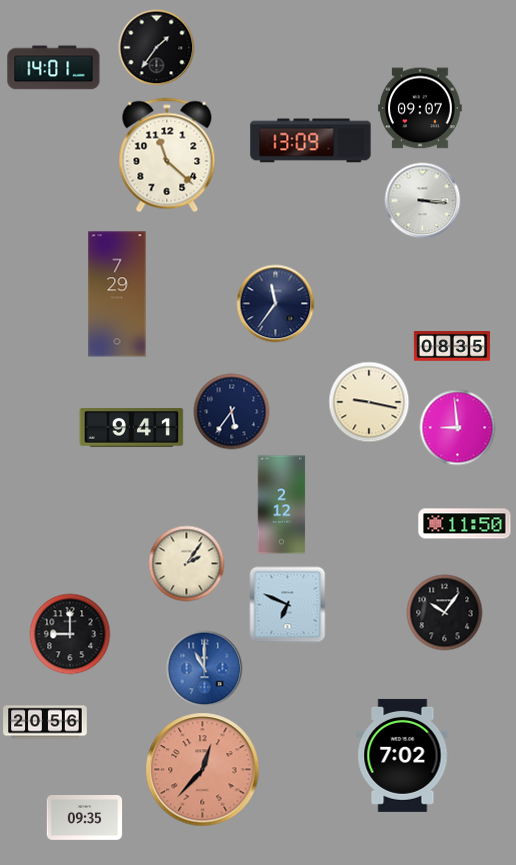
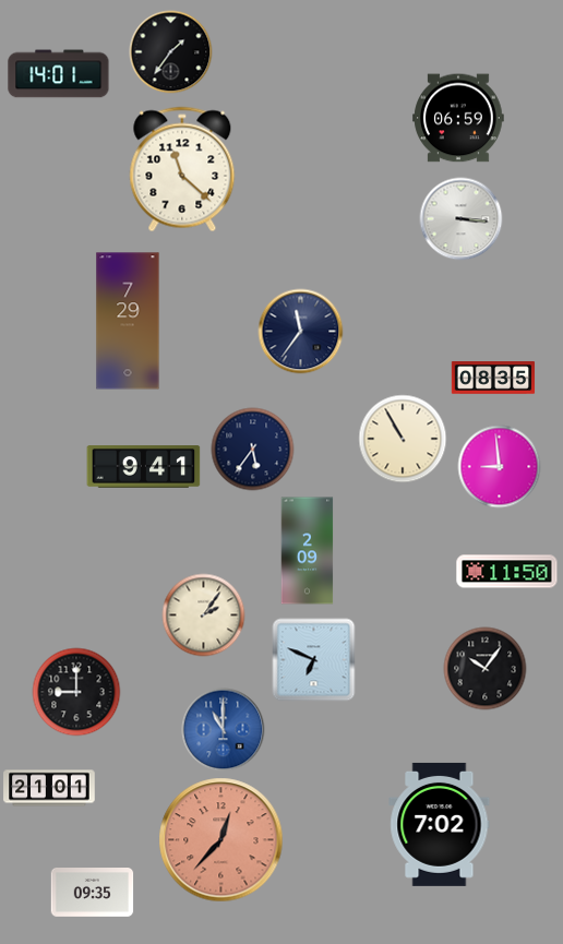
clock at (420, 108): 09:07 -> 06:59
clock at (311, 141): 13:09 -> none
clock at (369, 402): 9:17 -> 10:55
clock at (282, 505): 2:12 -> 2:09
clock at (45, 722): 20:56 -> 21:01
